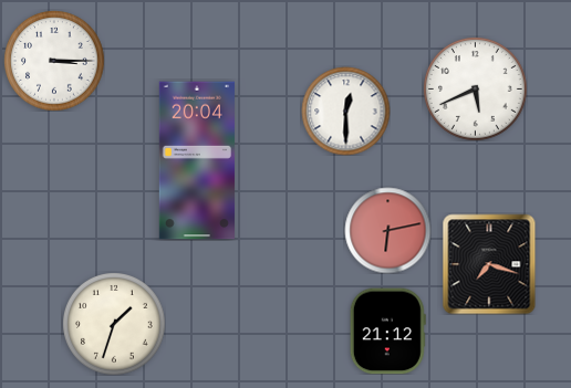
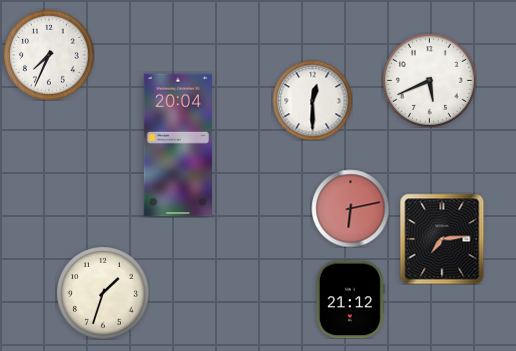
clock at (54, 61): 3:15 -> 7:34
clock at (489, 264): 7:18 -> 7:14
